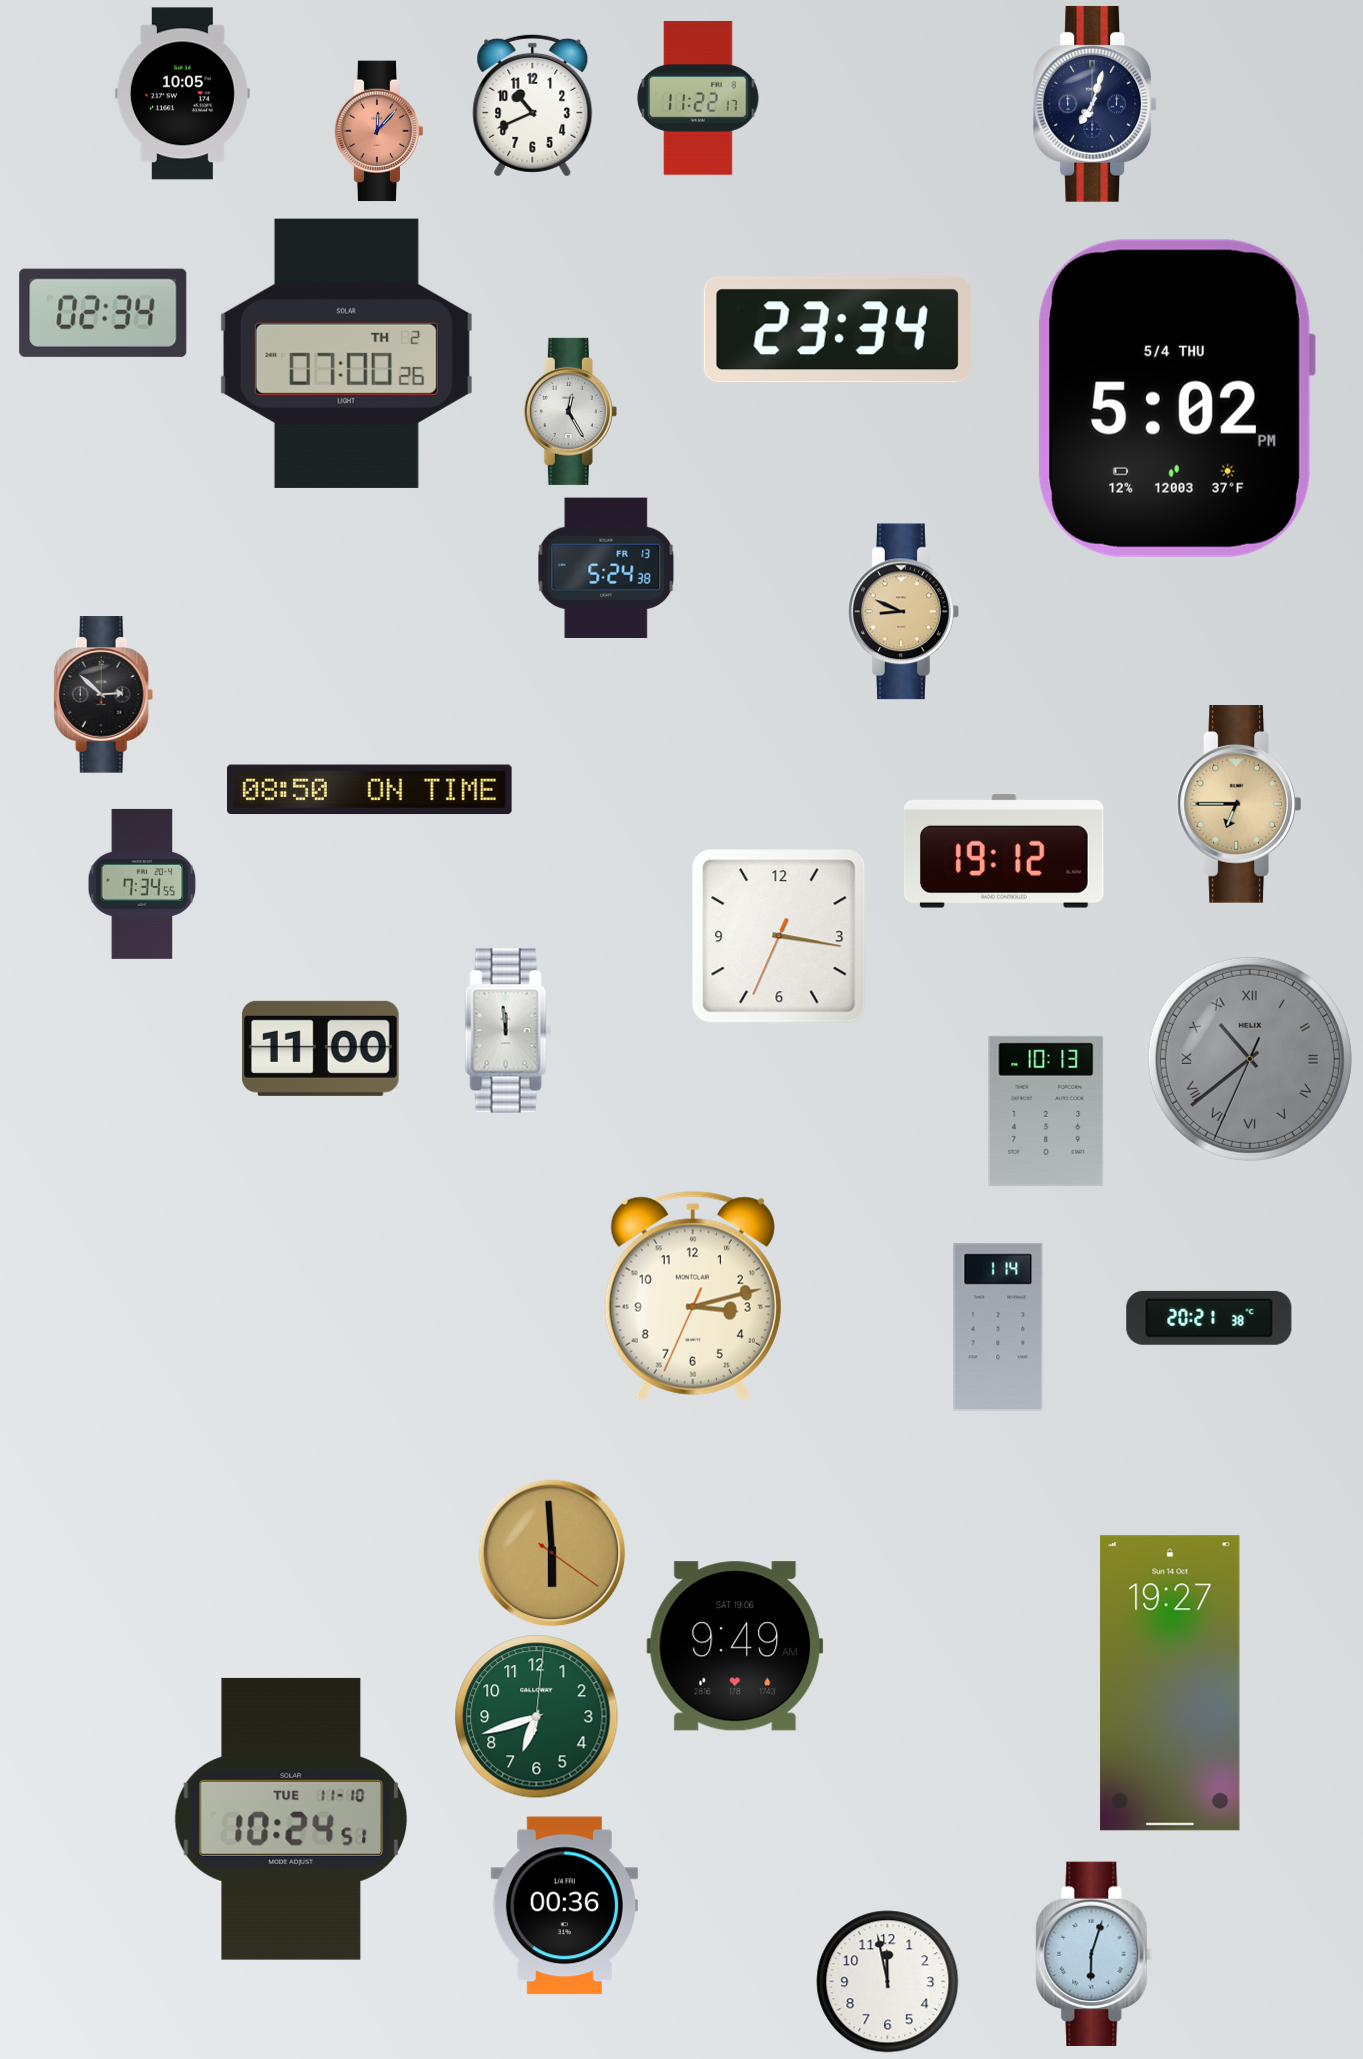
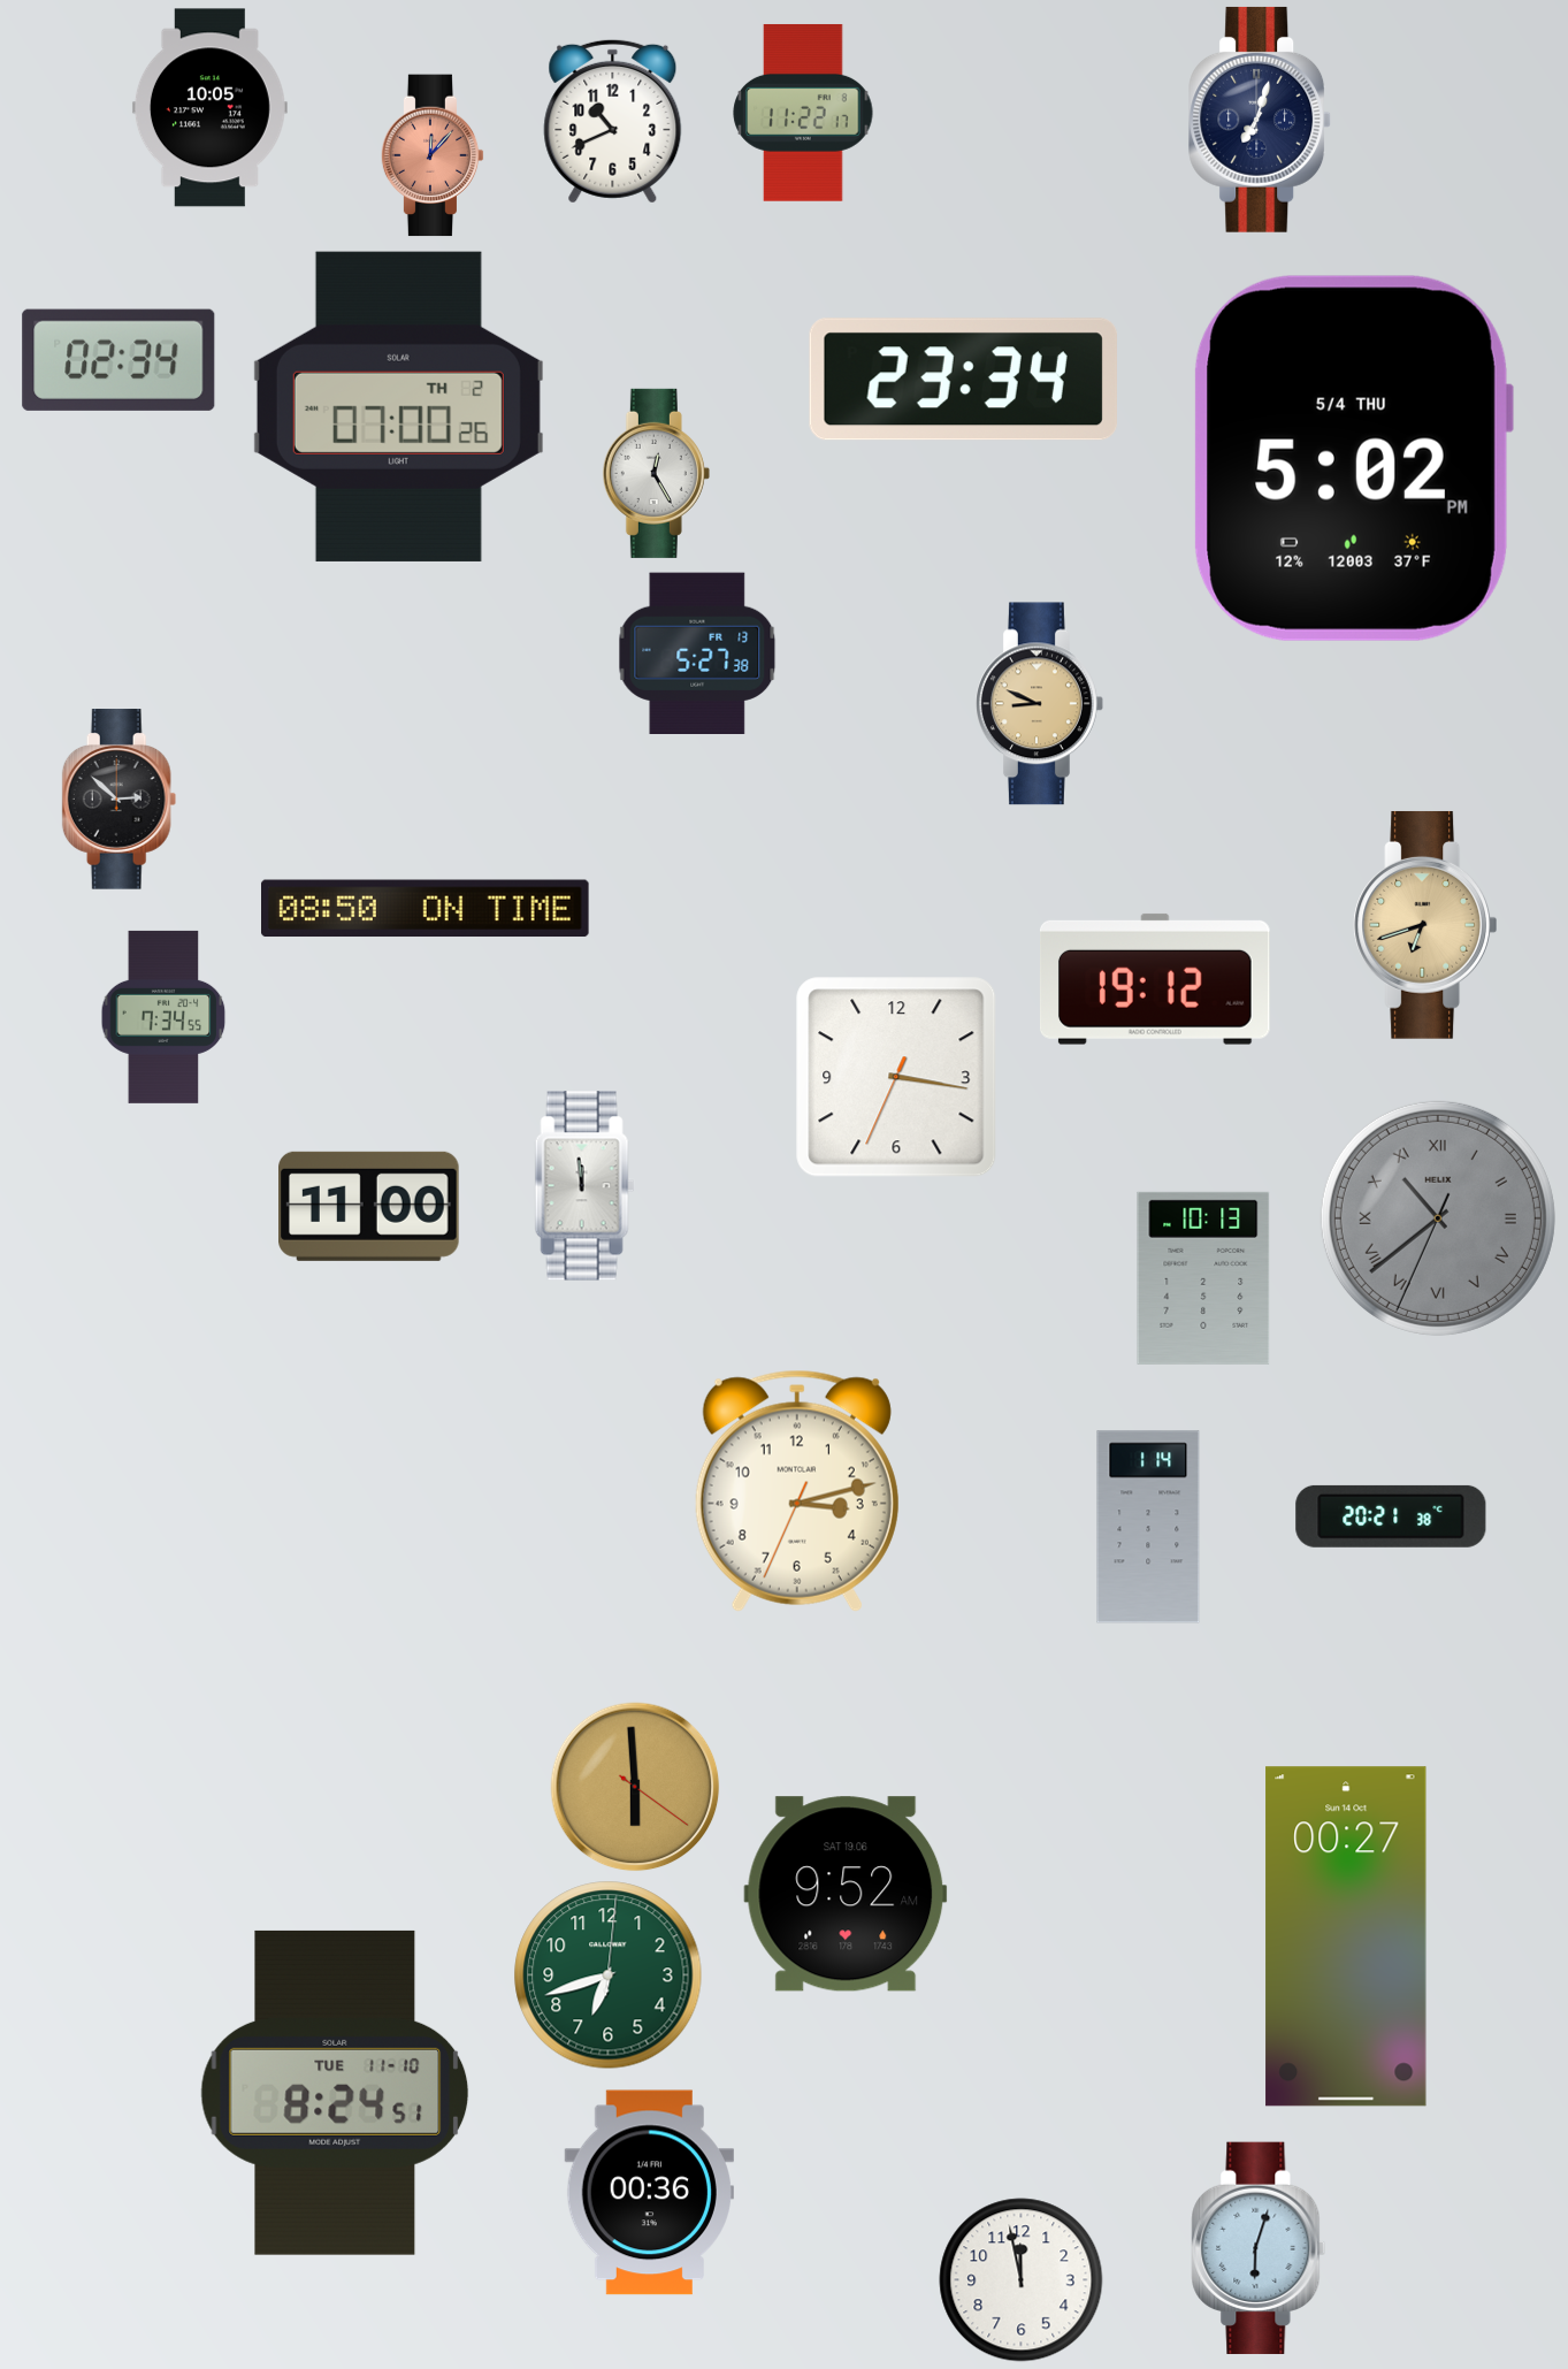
clock at (379, 131) position: (379, 131) -> (433, 155)
clock at (606, 567): 5:24 -> 5:27
clock at (1238, 804): 6:45 -> 6:42
clock at (735, 1646): 9:49 -> 9:52
clock at (1170, 1683): 19:27 -> 00:27
clock at (537, 1717) position: (537, 1717) -> (609, 1976)
clock at (291, 1819): 10:24 -> 8:24
